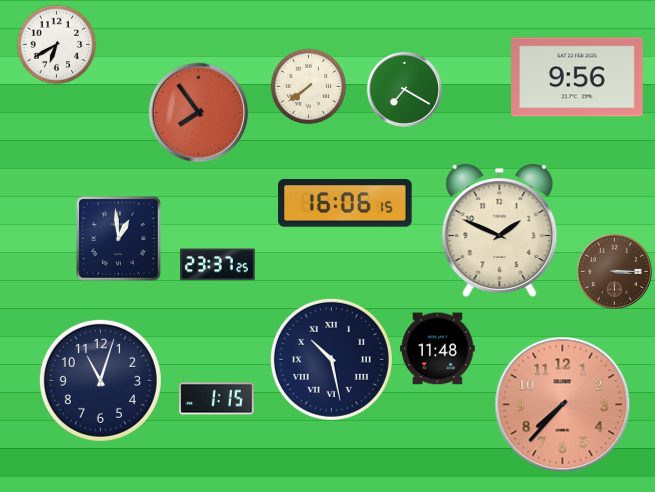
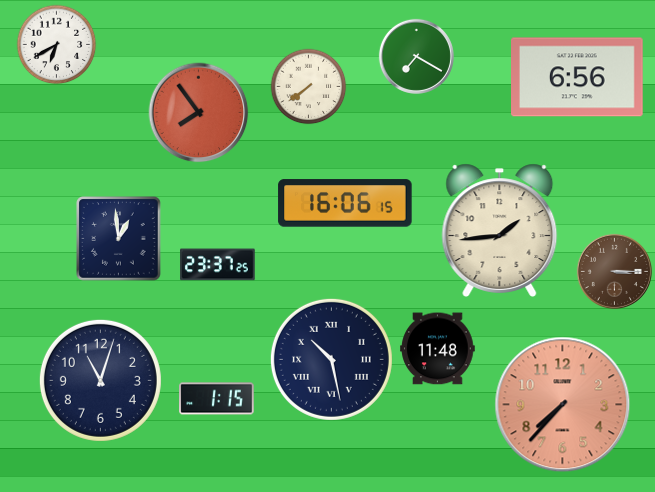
clock at (578, 77): 9:56 -> 6:56
clock at (404, 89) position: (404, 89) -> (416, 56)
clock at (500, 230): 1:49 -> 1:44
